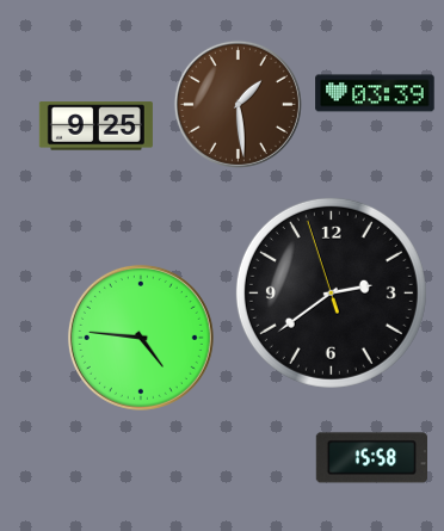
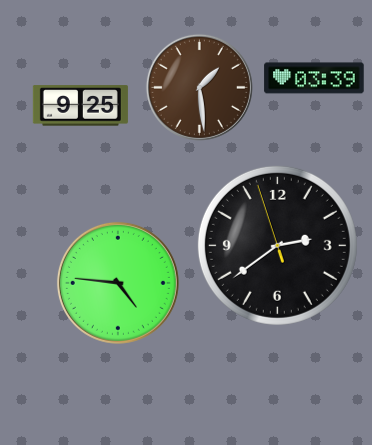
clock at (371, 458): 15:58 -> none
